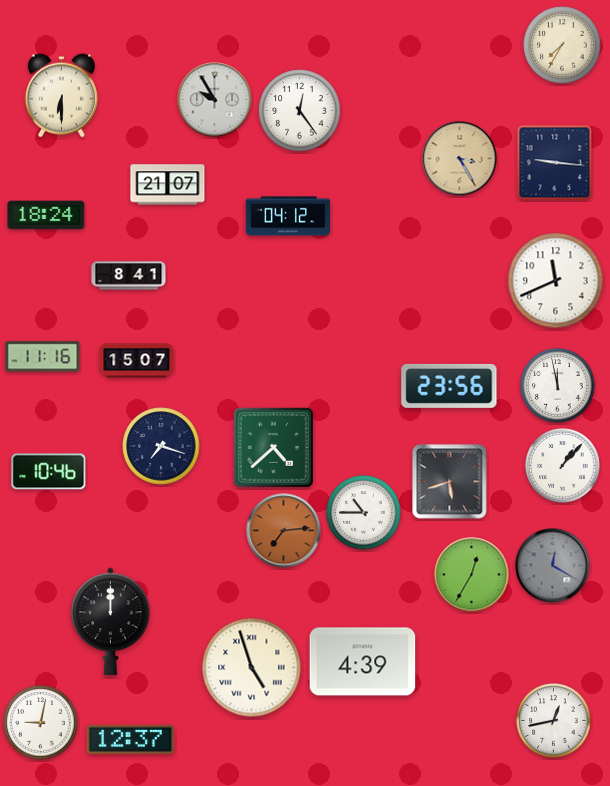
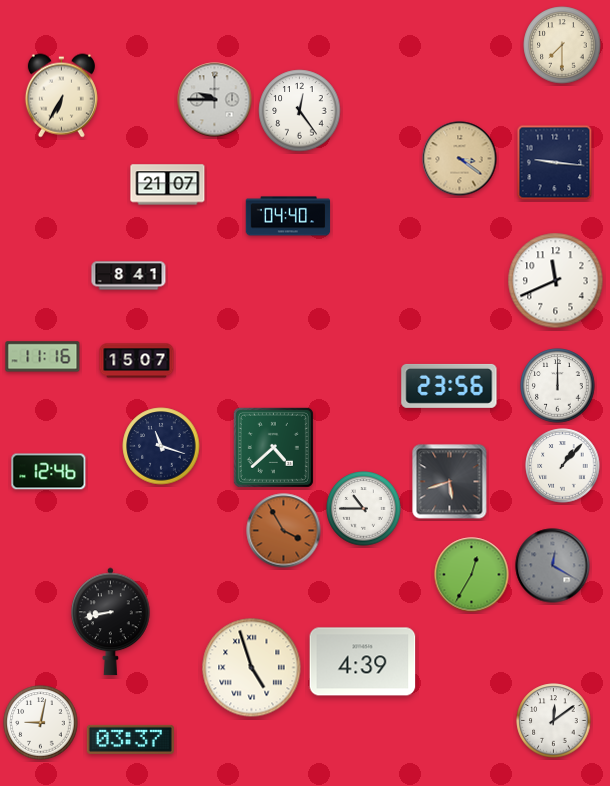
clock at (562, 45): 7:35 -> 7:30
clock at (61, 96): 6:30 -> 6:35
clock at (215, 100): 9:55 -> 9:45
clock at (460, 159): 3:25 -> 3:21
clock at (46, 215): 18:24 -> none
clock at (288, 216): 04:12 -> 04:40
clock at (558, 386): 11:58 -> 12:00
clock at (161, 446): 7:18 -> 11:18
clock at (49, 472): 10:46 -> 12:46
clock at (364, 513) position: (364, 513) -> (364, 509)
clock at (284, 531): 7:14 -> 3:55
clock at (111, 622): 12:00 -> 8:43
clock at (554, 721): 12:43 -> 12:09
clock at (130, 739): 12:37 -> 03:37
